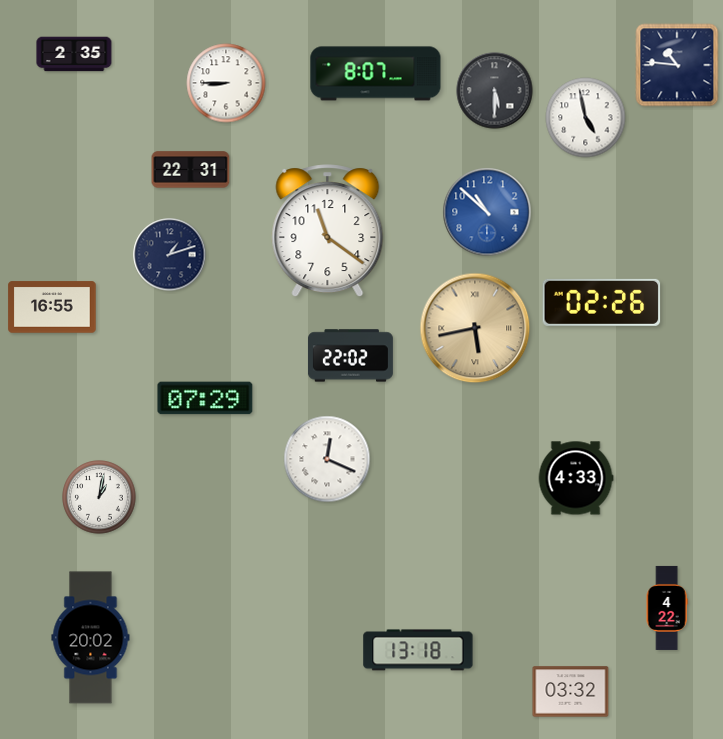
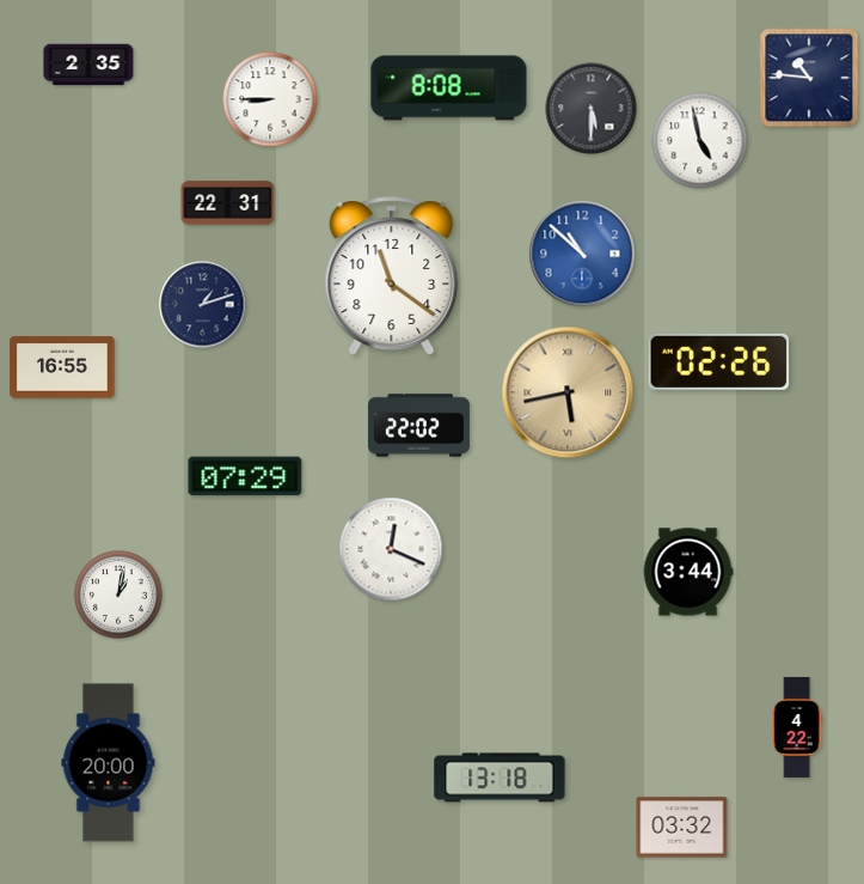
clock at (376, 74): 8:07 -> 8:08
clock at (576, 478): 4:33 -> 3:44
clock at (91, 638): 20:02 -> 20:00
